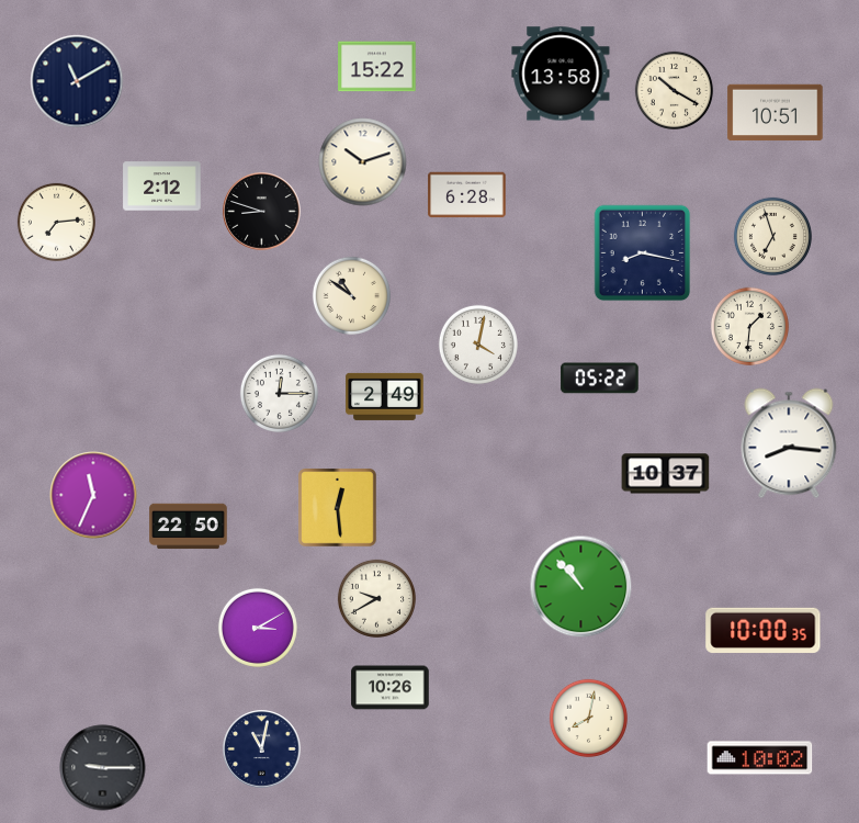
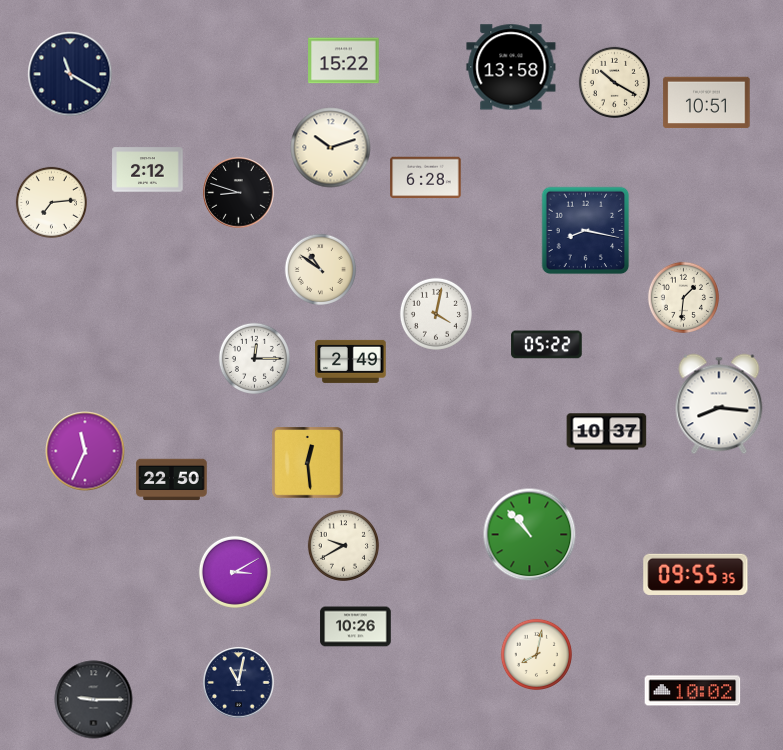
clock at (77, 81): 11:10 -> 11:20
clock at (772, 236): 6:57 -> none
clock at (764, 630): 10:00 -> 09:55
